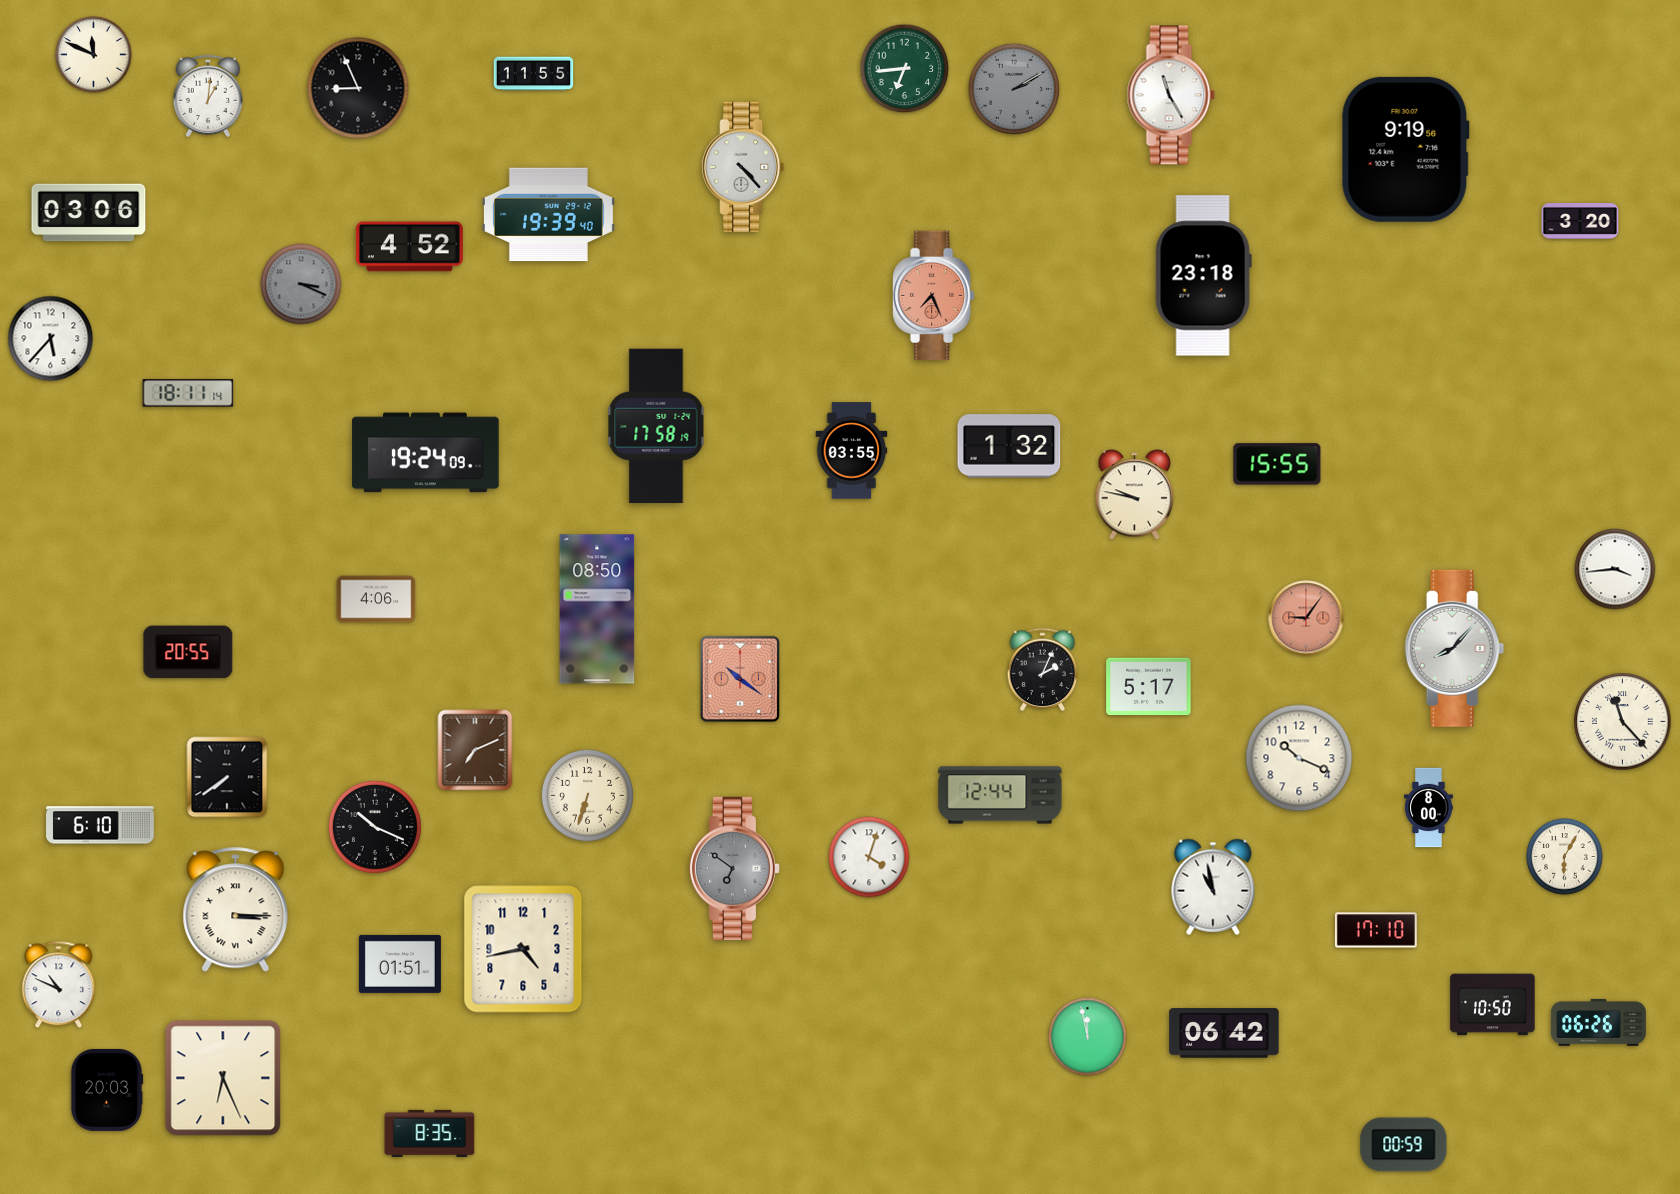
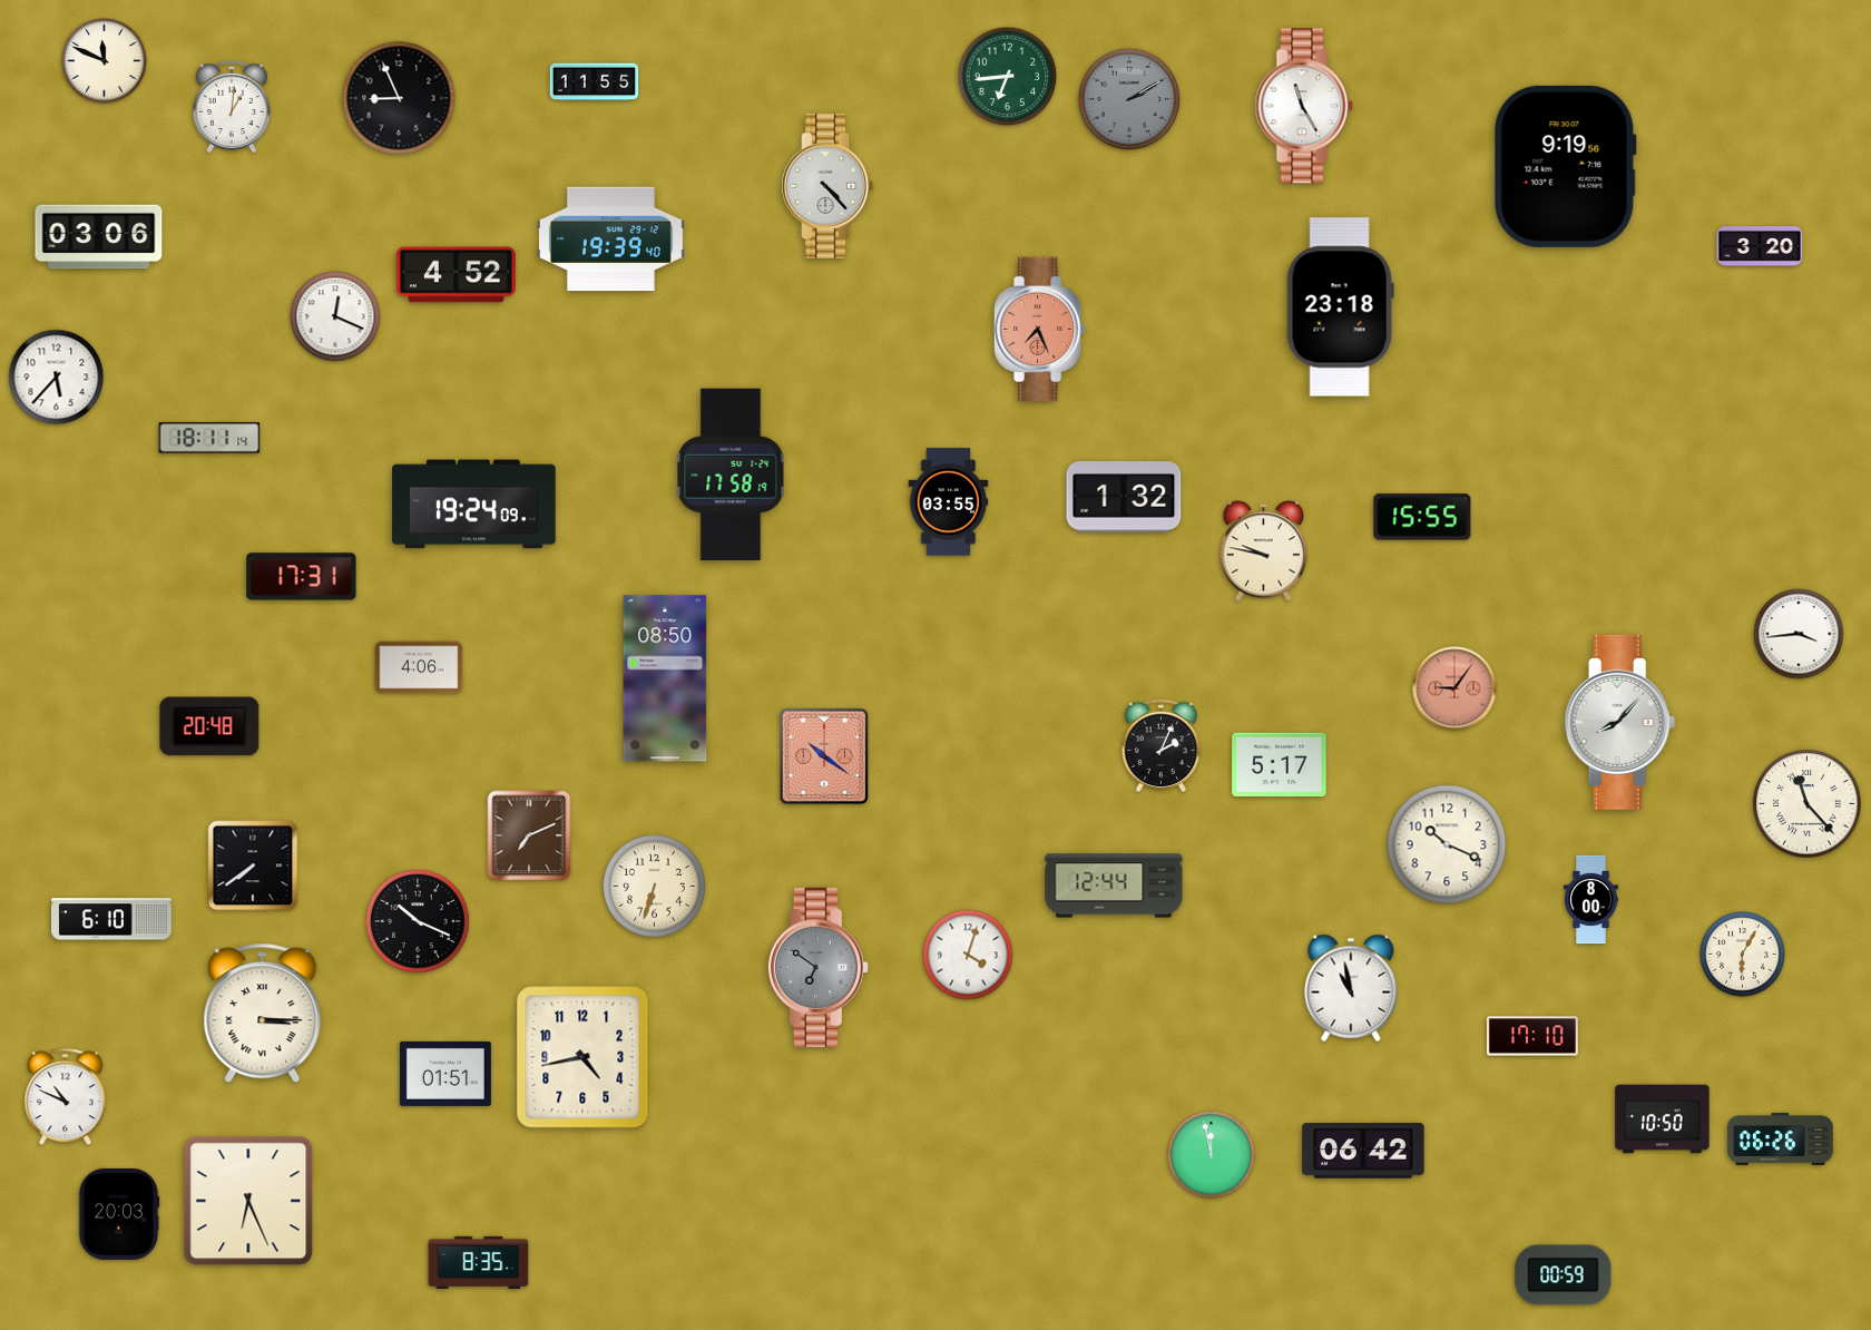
clock at (301, 284): 3:19 -> 12:19
clock at (301, 284) dial: grey -> white
clock at (302, 577): none -> 17:31
clock at (188, 652): 20:55 -> 20:48
